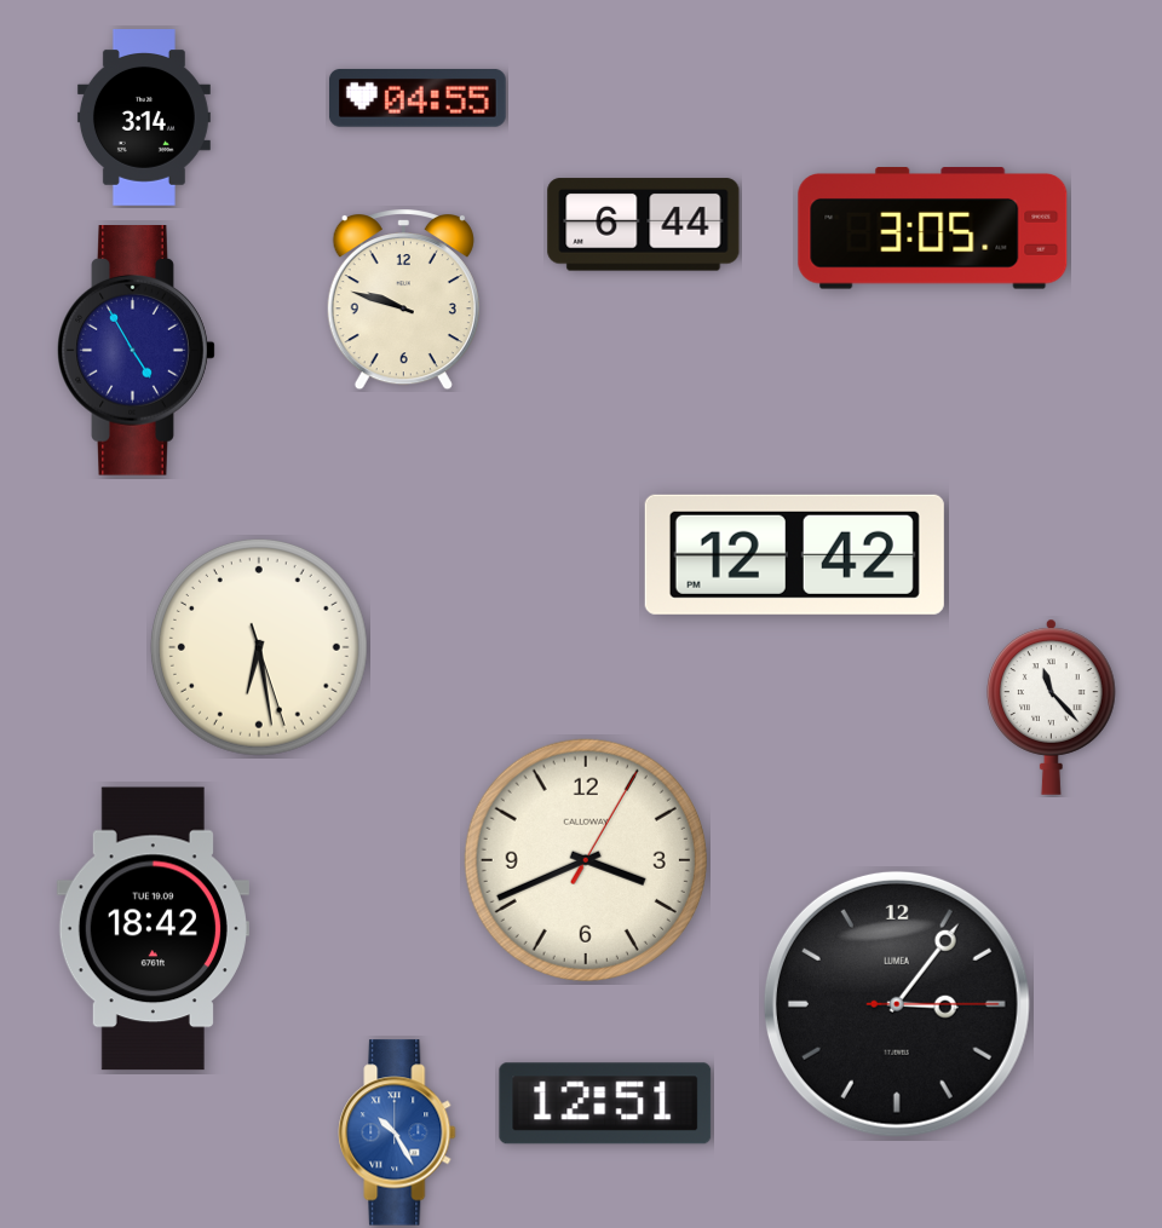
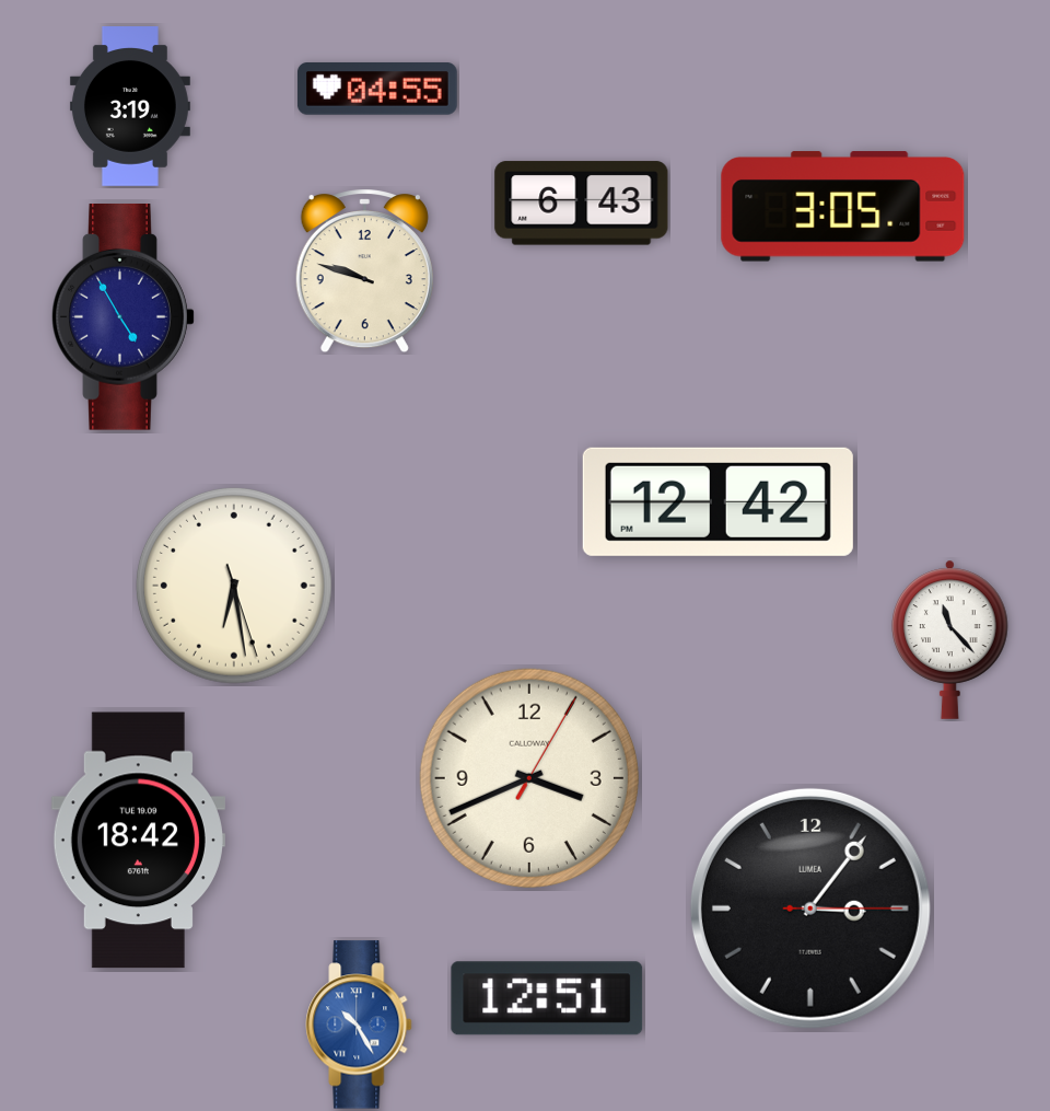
clock at (144, 119): 3:14 -> 3:19
clock at (644, 225): 6:44 -> 6:43
